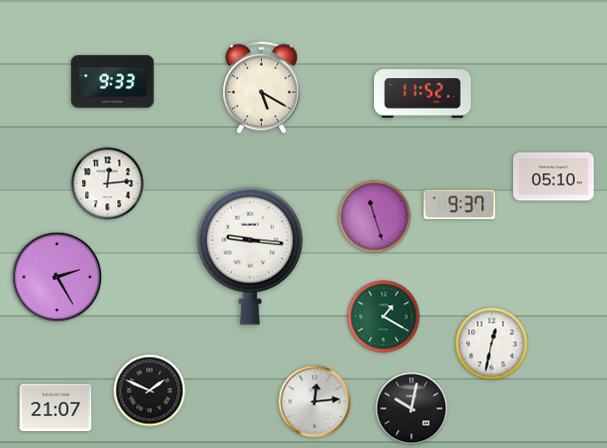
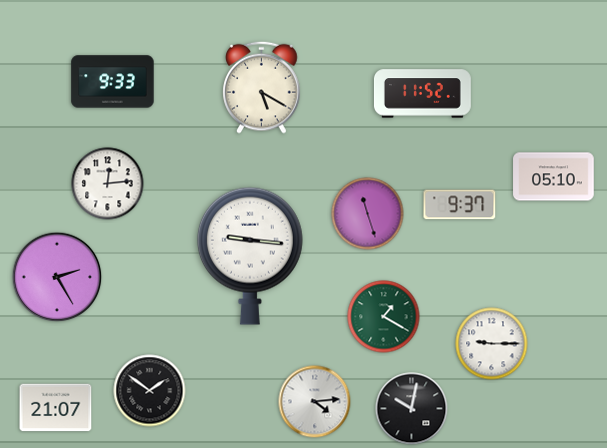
clock at (375, 217) position: (375, 217) -> (368, 214)
clock at (492, 344): 12:32 -> 9:15
clock at (150, 391): 1:49 -> 1:51
clock at (315, 402): 12:14 -> 4:14
